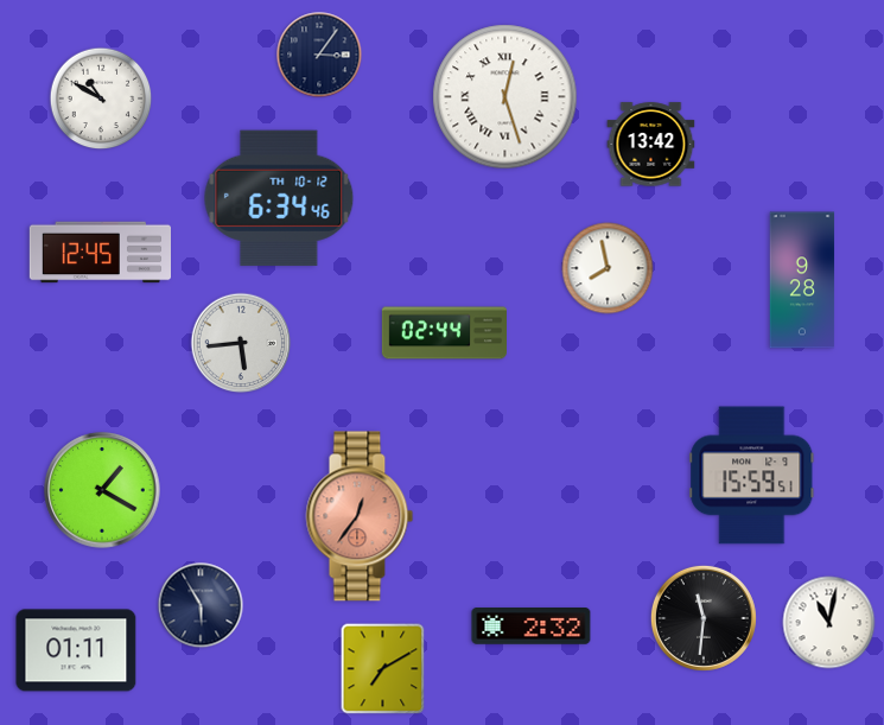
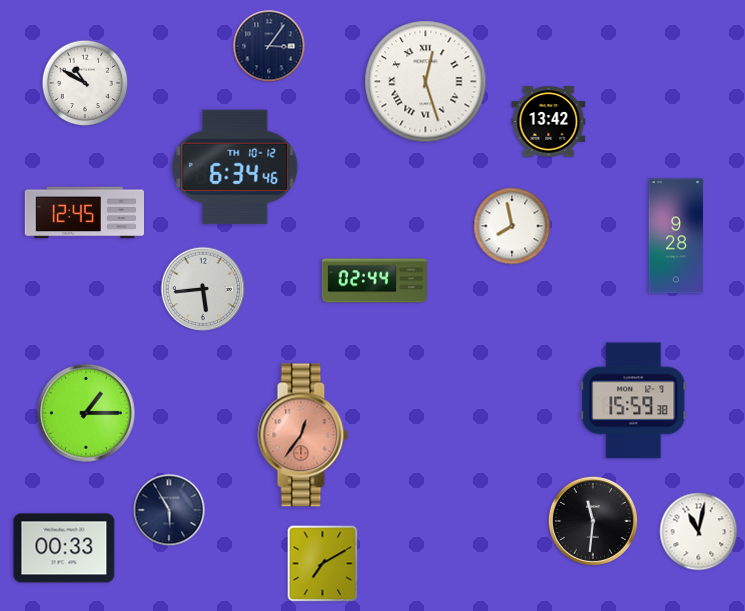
clock at (752, 476): 15:59:51 -> 15:59:38
clock at (102, 490): 1:20 -> 1:15
clock at (829, 623) position: (829, 623) -> (699, 532)
clock at (532, 627): 2:32 -> none
clock at (76, 650): 01:11 -> 00:33
